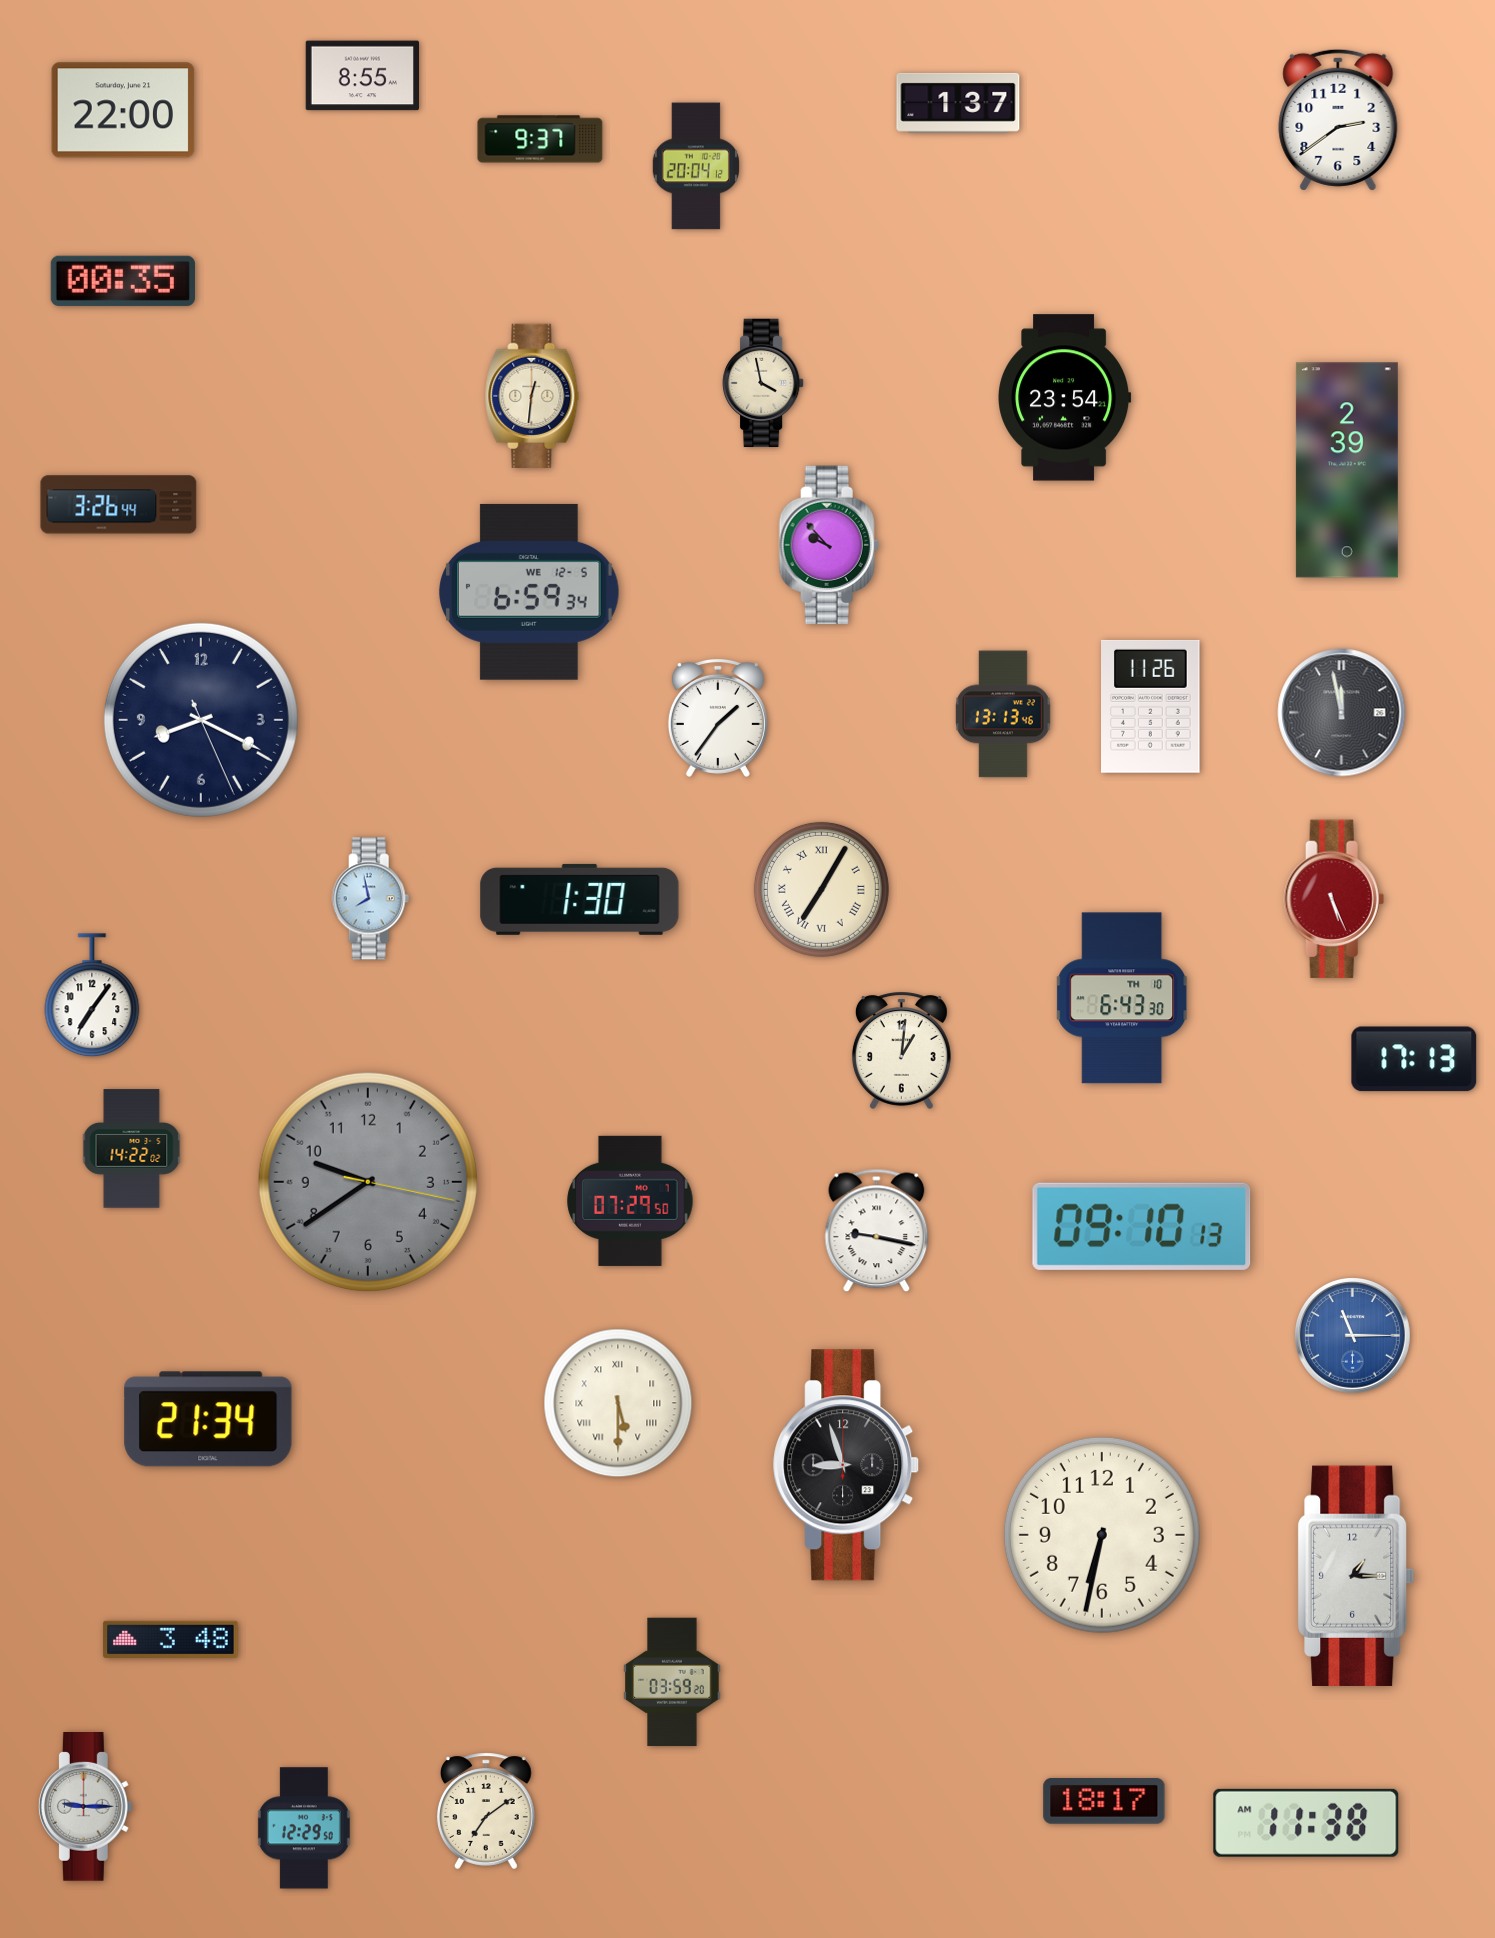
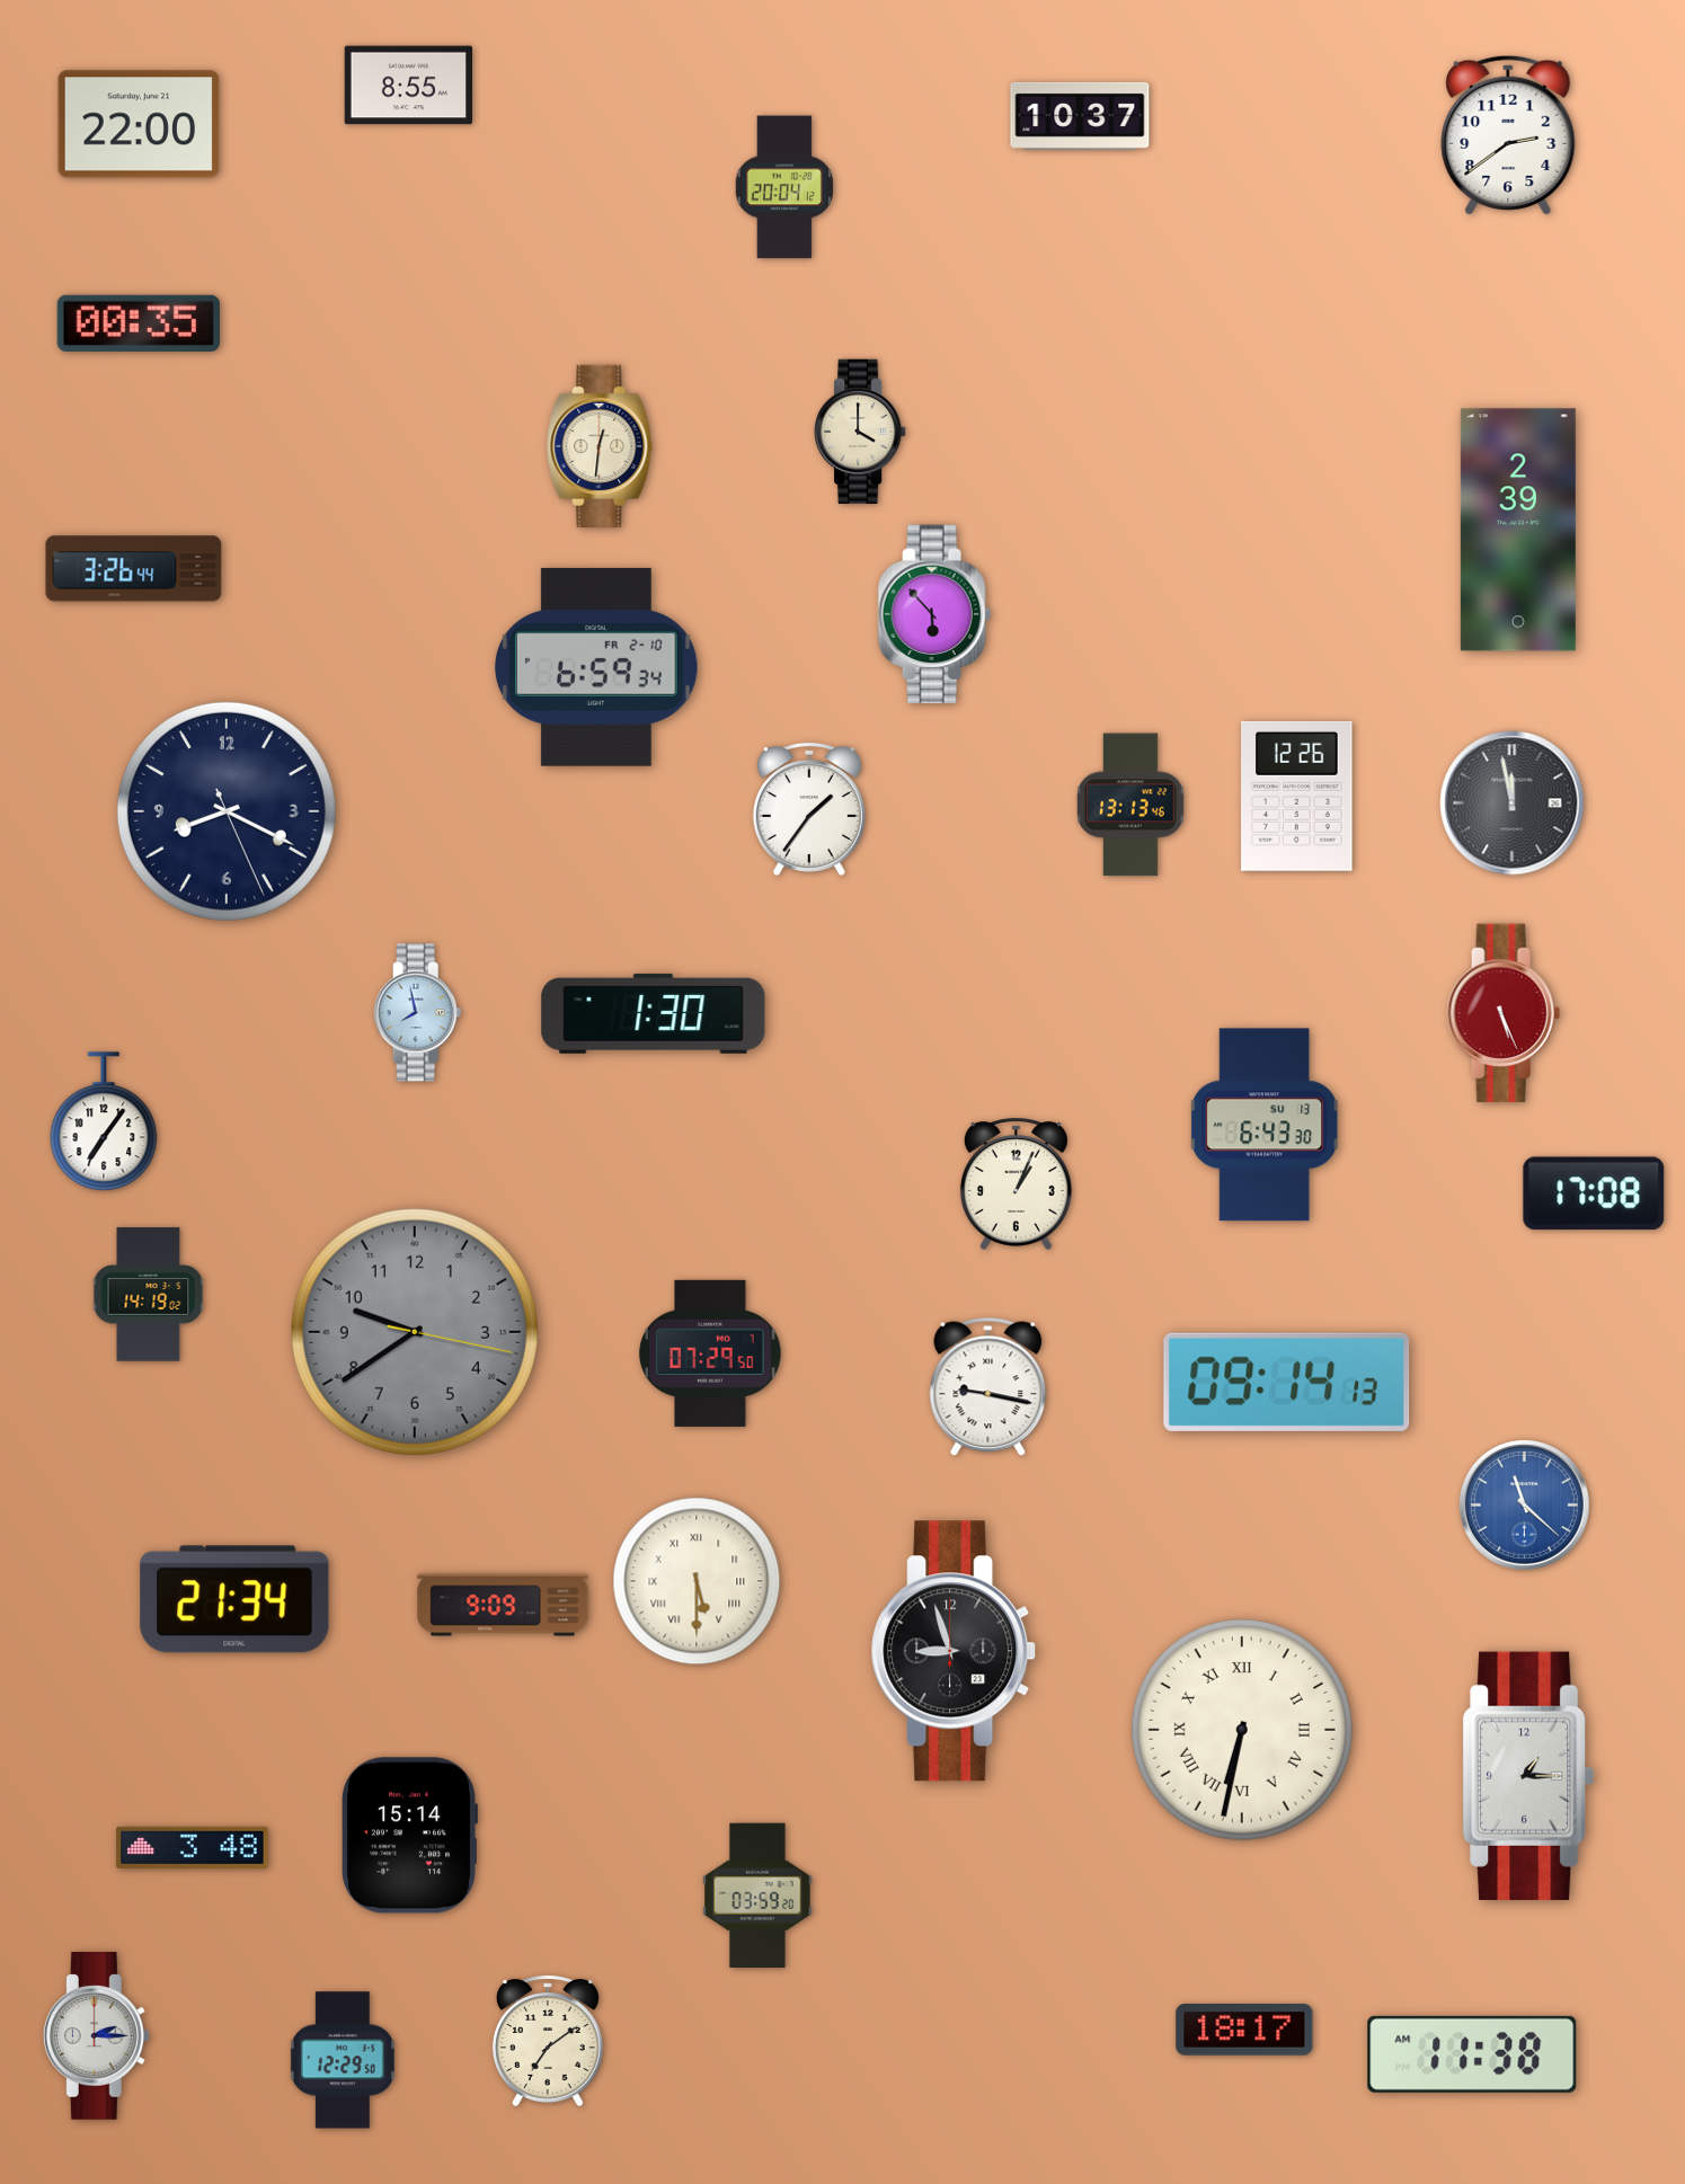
clock at (958, 103): 1:37 -> 10:37
clock at (540, 139): 9:37 -> none
clock at (123, 281) position: (123, 281) -> (139, 323)
clock at (763, 383): 3:58 -> 4:00
clock at (1065, 398): 23:54 -> none
clock at (829, 545): 9:53 -> 5:53
clock at (529, 592) date: WE 12-5 -> FR 2-10
clock at (1151, 706): 11:26 -> 12:26
clock at (821, 889): 7:05 -> none
clock at (1122, 998) date: TH 10 -> SU 13
clock at (901, 1050): 1:01 -> 1:04
clock at (1414, 1059): 17:13 -> 17:08
clock at (132, 1149): 14:22 -> 14:19
clock at (1142, 1226): 09:10 -> 09:14
clock at (1352, 1335): 11:15 -> 11:22
clock at (503, 1605): none -> 9:09
clock at (1102, 1535) numerals: Arabic -> Roman
clock at (409, 1836): none -> 15:14
clock at (85, 1807): 9:15 -> 2:15
